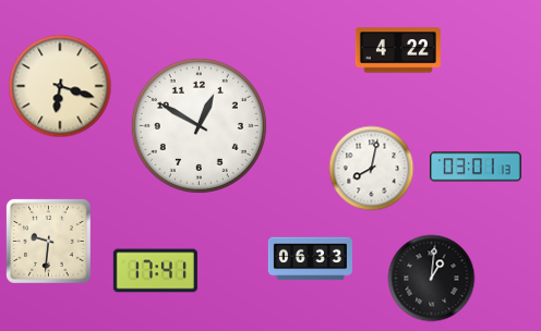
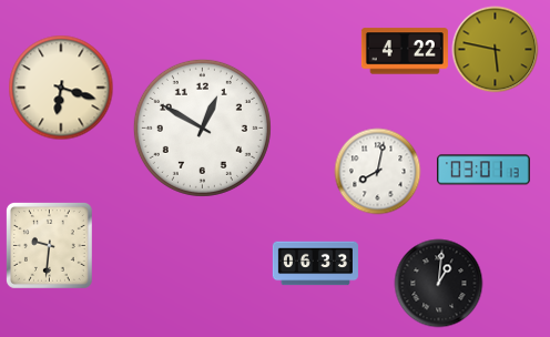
clock at (495, 49): none -> 5:47
clock at (155, 271): 17:41 -> none
